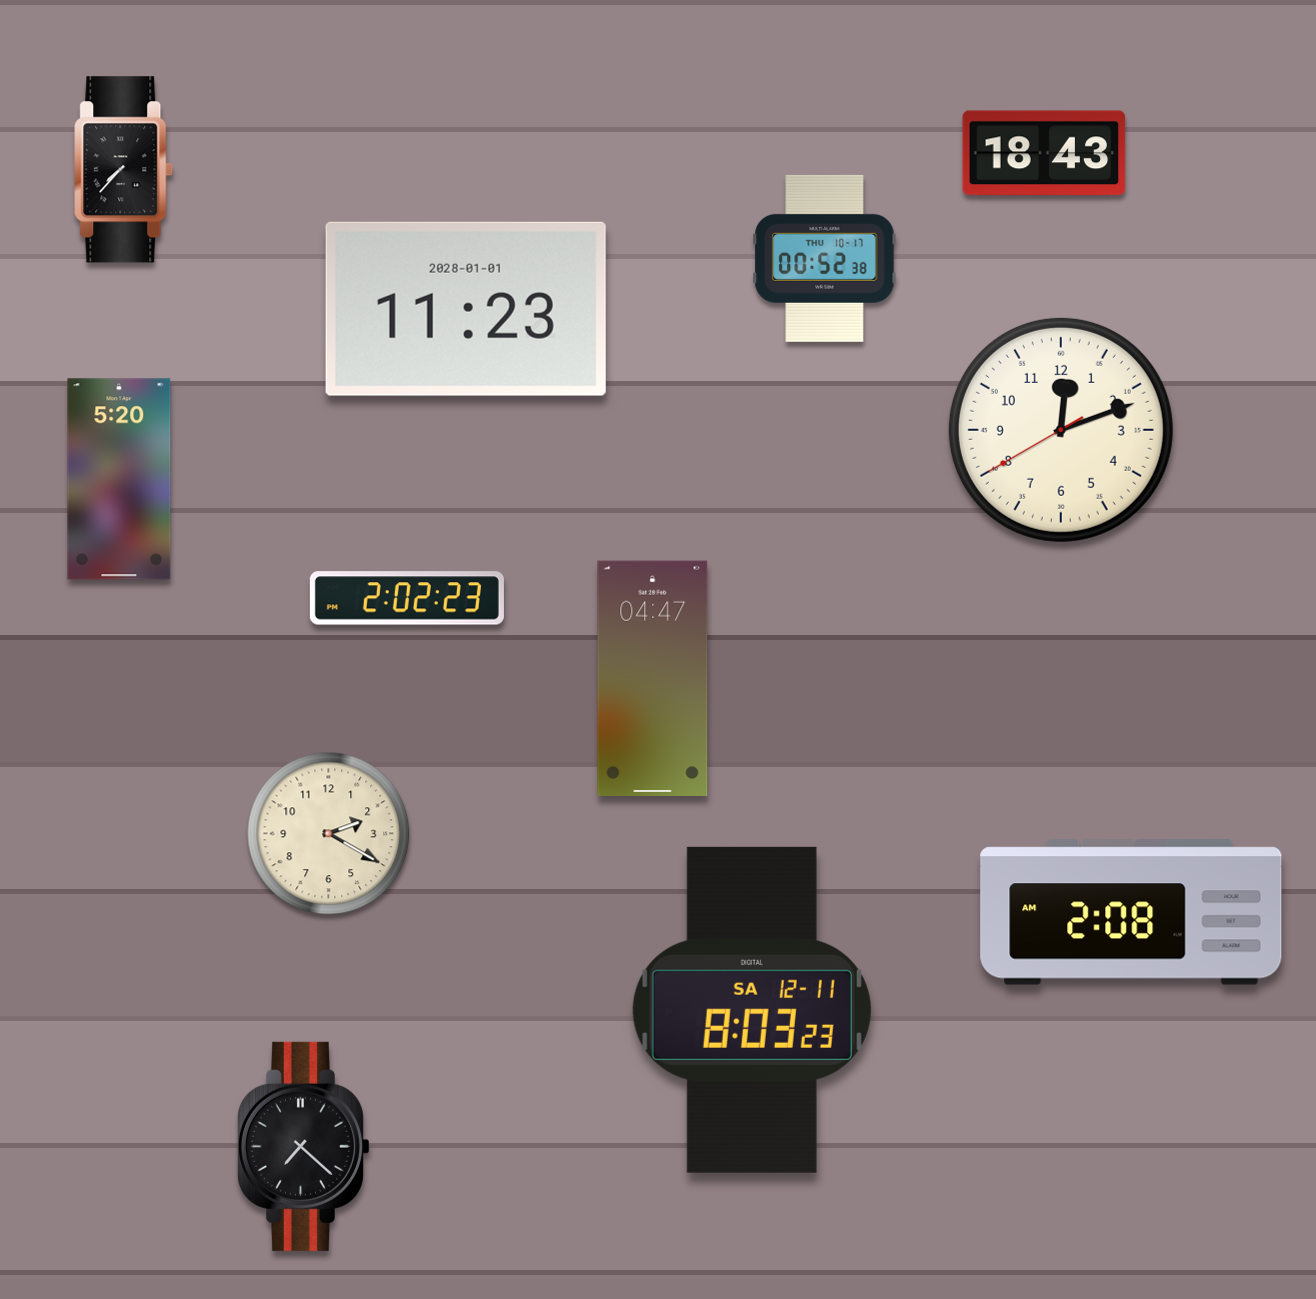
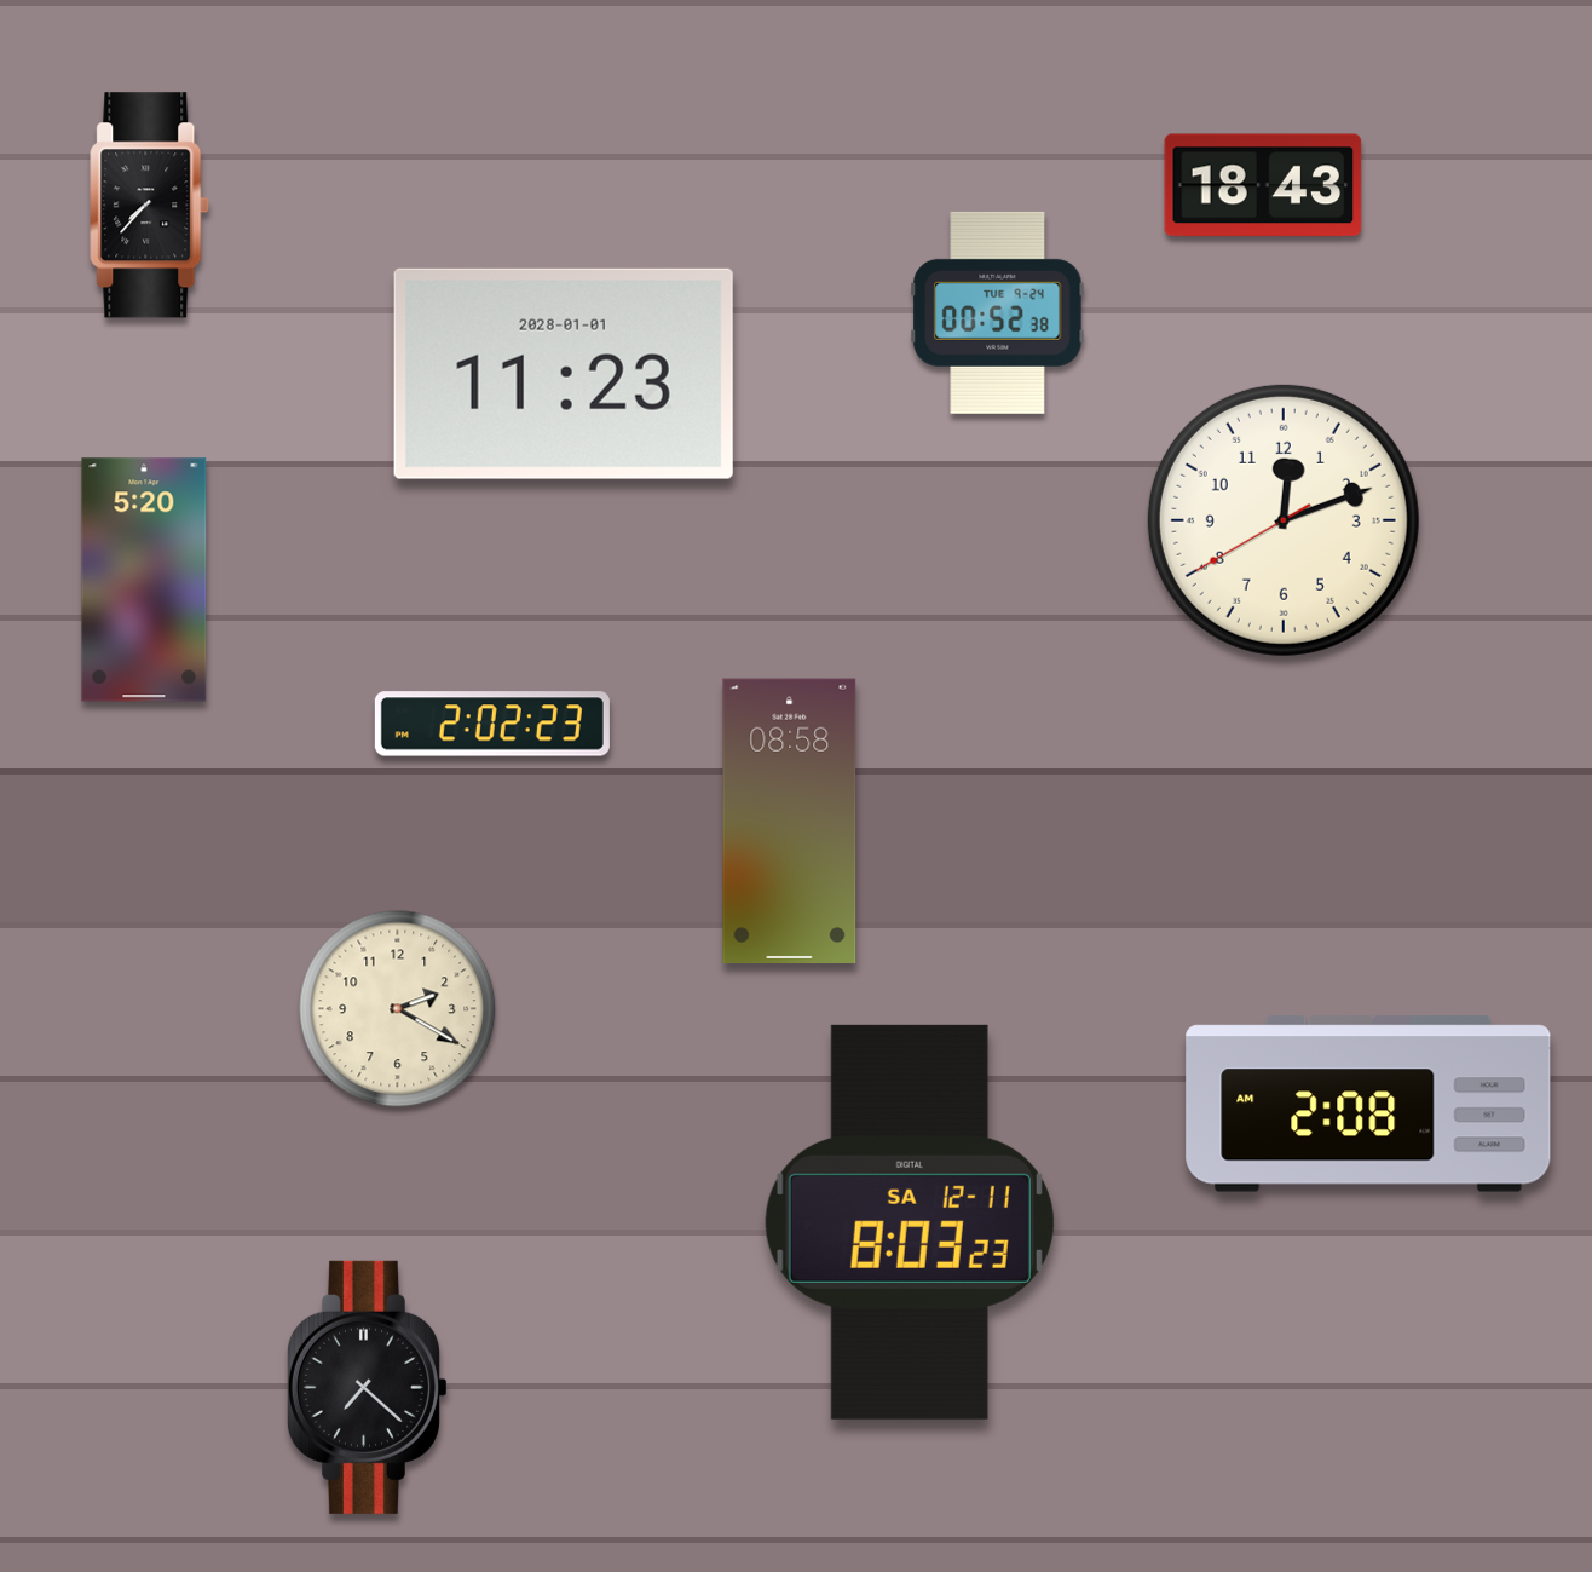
clock at (825, 258) date: THU 10-17 -> TUE 9-24
clock at (653, 678): 04:47 -> 08:58
